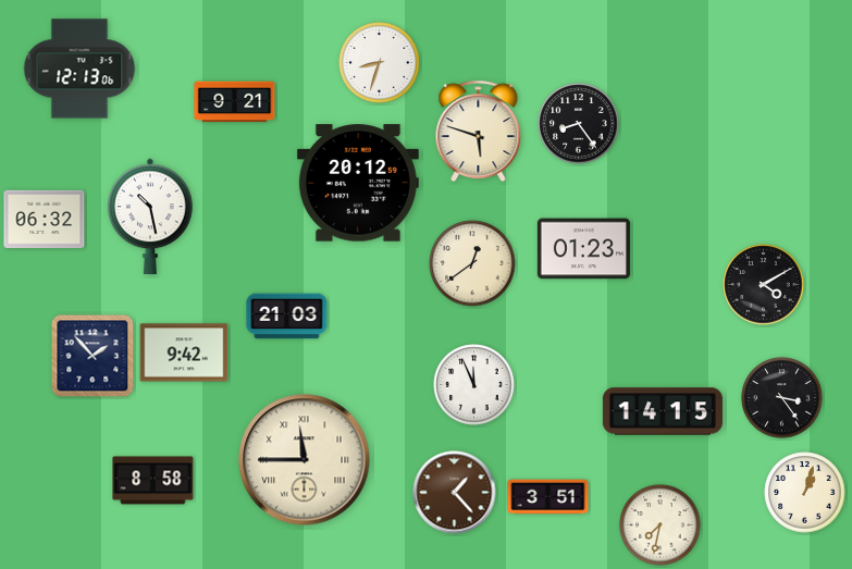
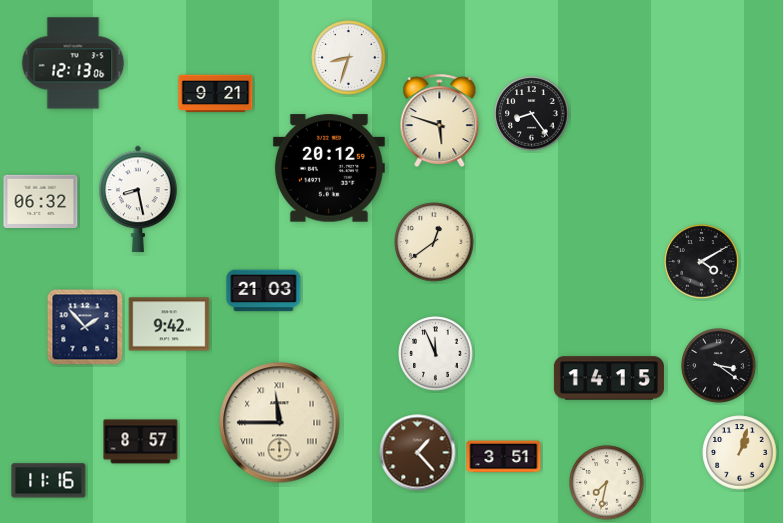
clock at (150, 217): 10:28 -> 8:28
clock at (583, 249): 01:23 -> none
clock at (782, 398): 3:24 -> 3:21
clock at (153, 481): 8:58 -> 8:57
clock at (49, 481): none -> 11:16
